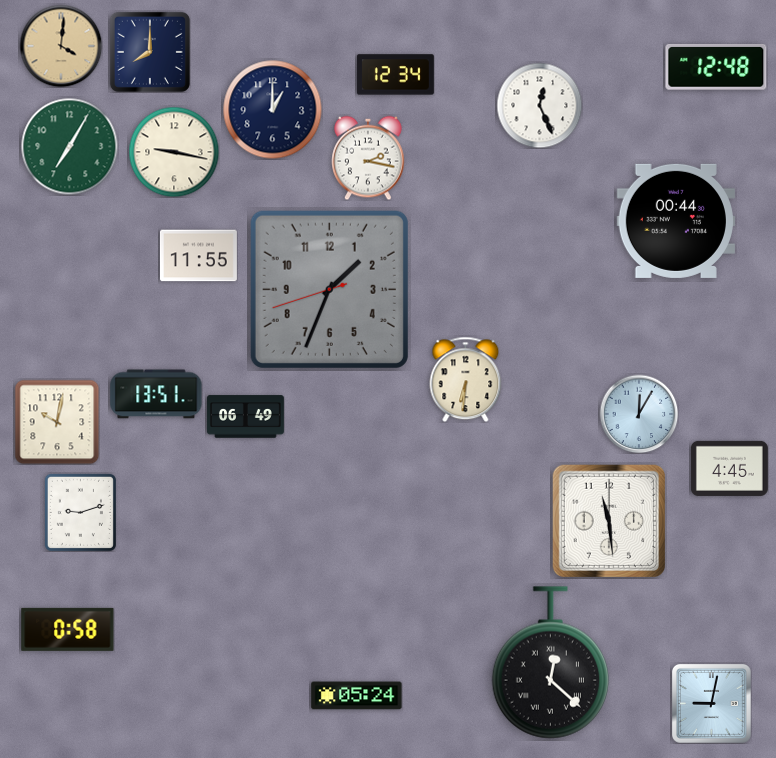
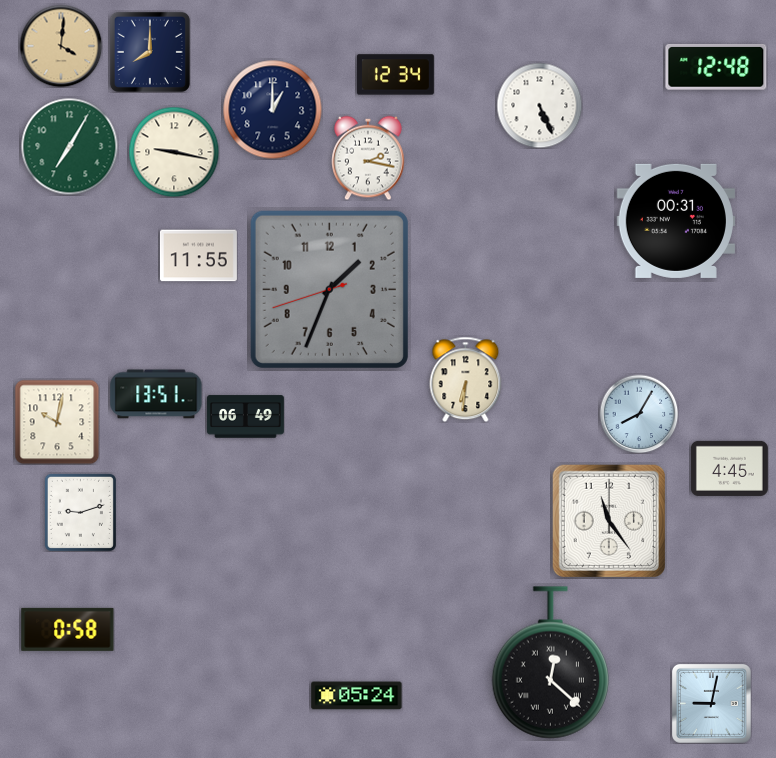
clock at (539, 105): 12:26 -> 5:26
clock at (675, 221): 00:44 -> 00:31
clock at (639, 414): 12:05 -> 8:05
clock at (609, 521): 11:29 -> 11:24
